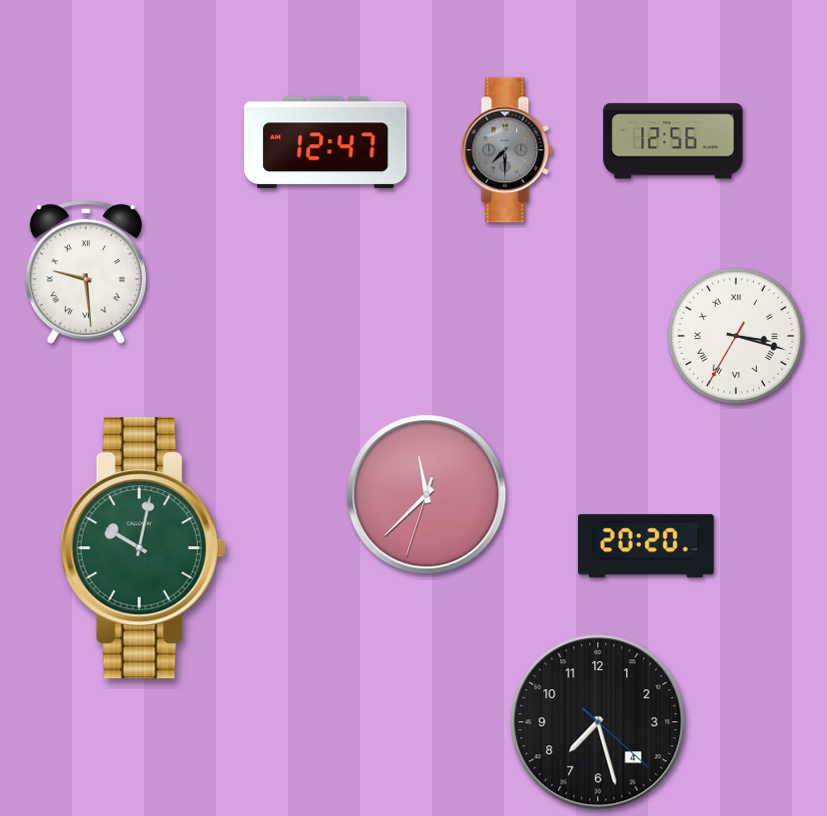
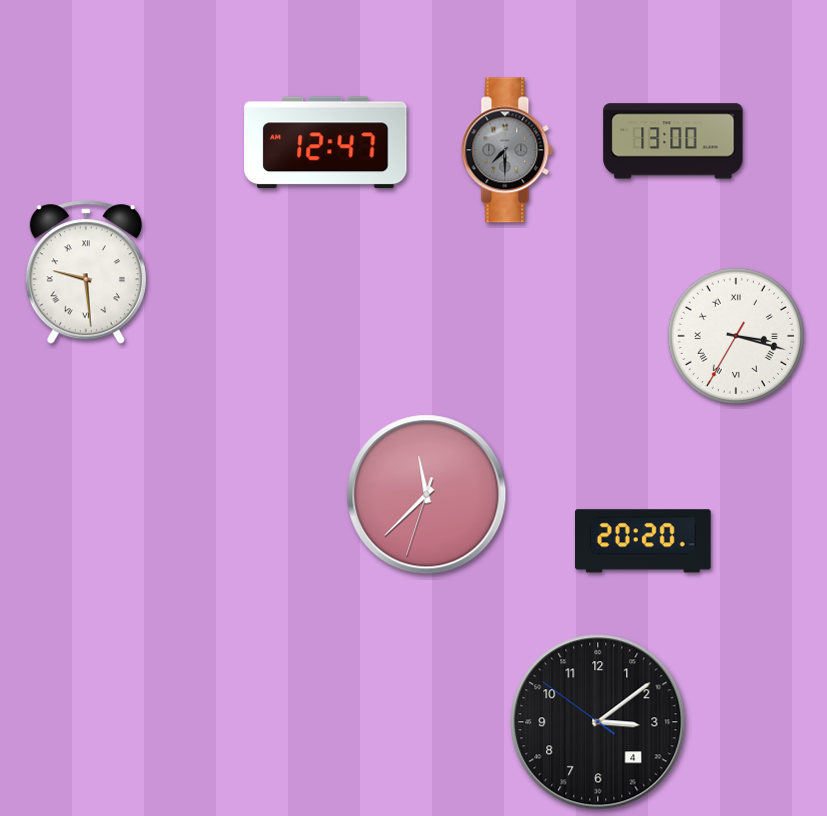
clock at (673, 141): 12:56 -> 13:00
clock at (647, 546) position: (647, 546) -> (644, 541)
clock at (143, 548): 10:02 -> none
clock at (598, 722): 7:27 -> 3:08
